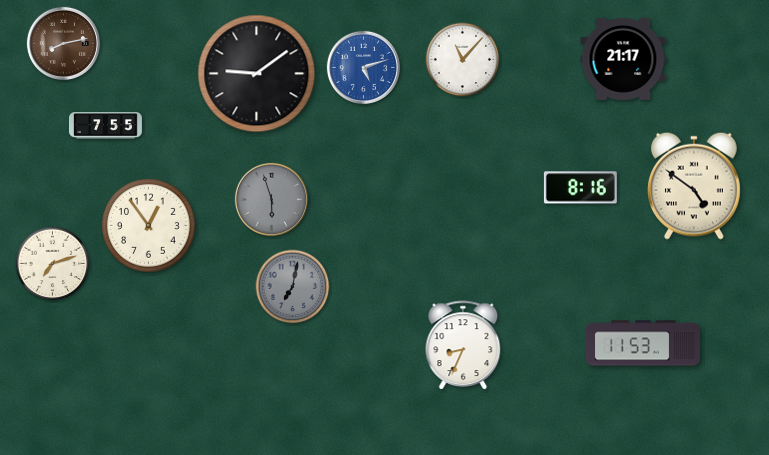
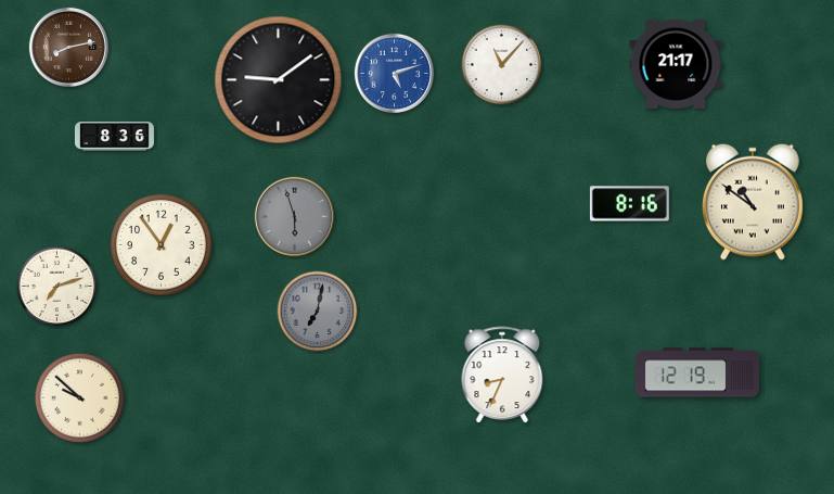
clock at (105, 126): 7:55 -> 8:36
clock at (694, 186): 4:51 -> 10:51
clock at (643, 343): 11:53 -> 12:19
clock at (79, 397): none -> 9:52
